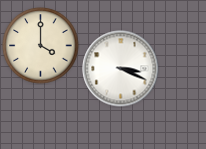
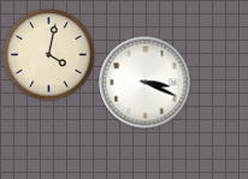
clock at (41, 46): 4:00 -> 4:02
